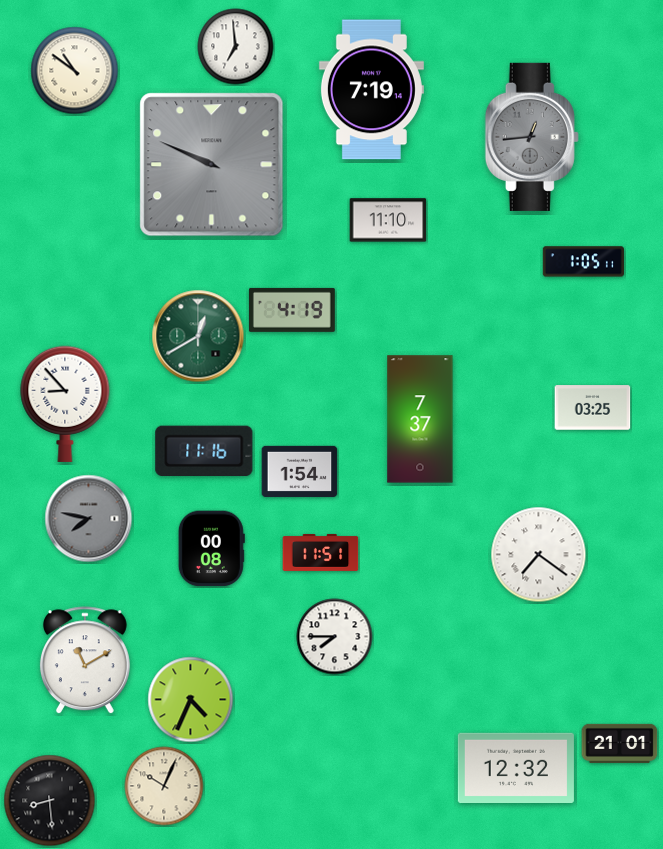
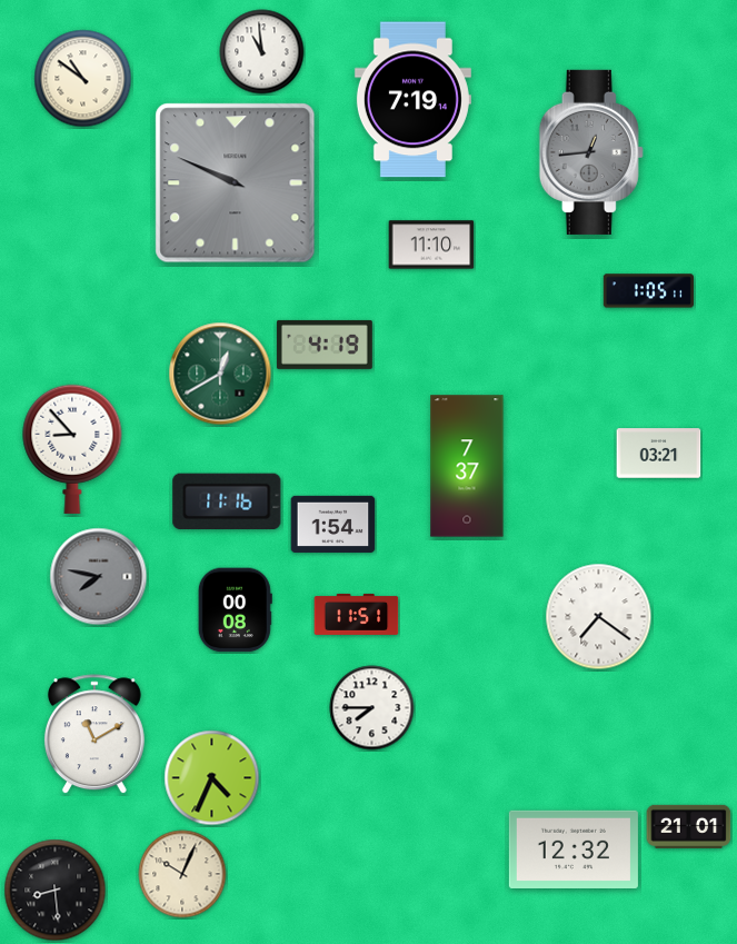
clock at (236, 47): 6:59 -> 10:59
clock at (593, 408): 03:25 -> 03:21
clock at (516, 767) position: (516, 767) -> (574, 848)
